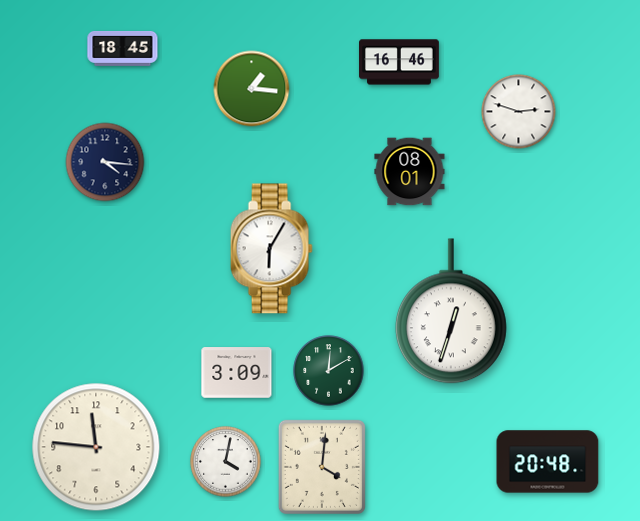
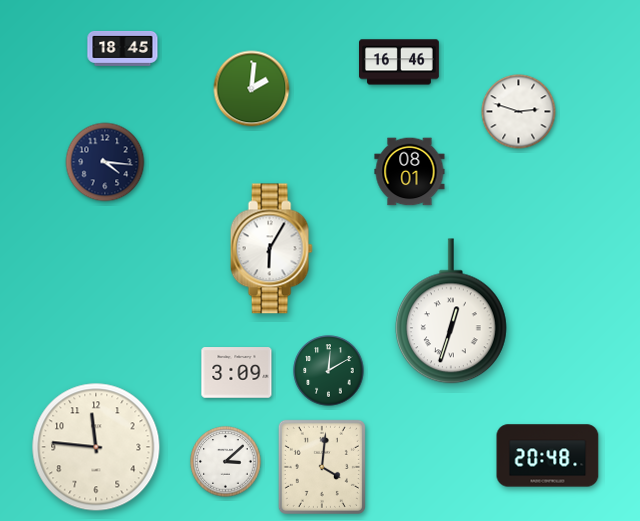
clock at (252, 89): 1:16 -> 2:01
clock at (226, 462): 4:02 -> 3:08
clock at (548, 462) position: (548, 462) -> (548, 456)
